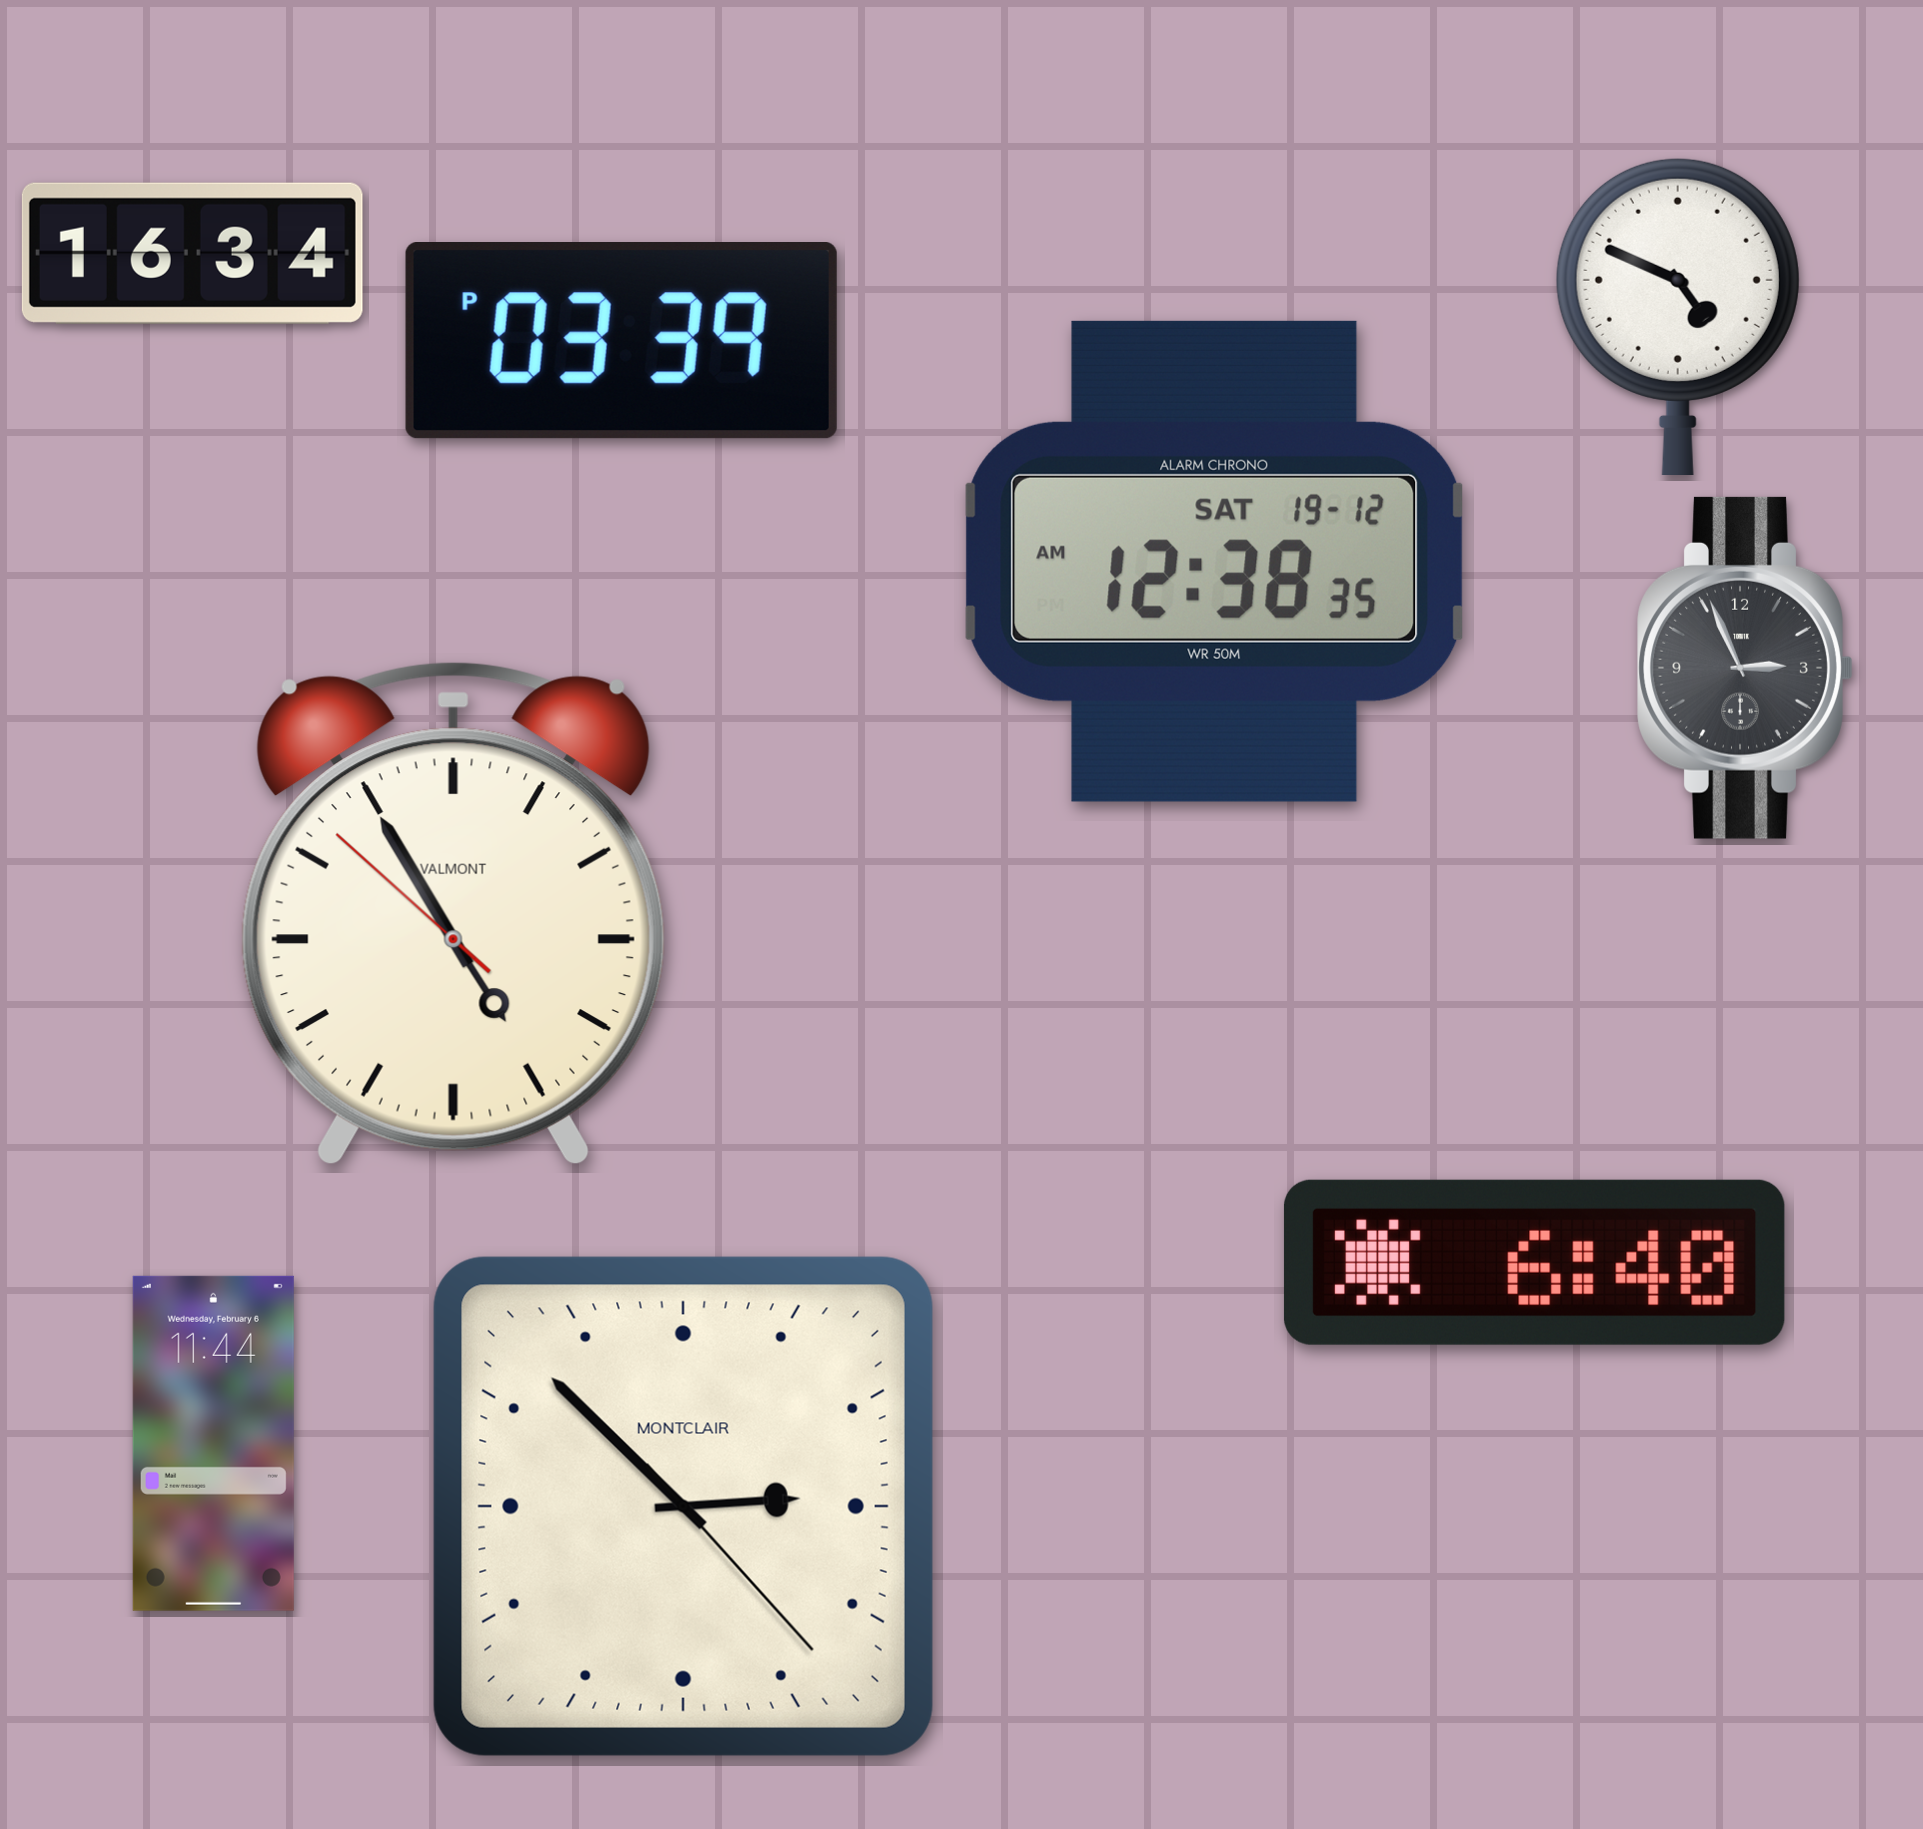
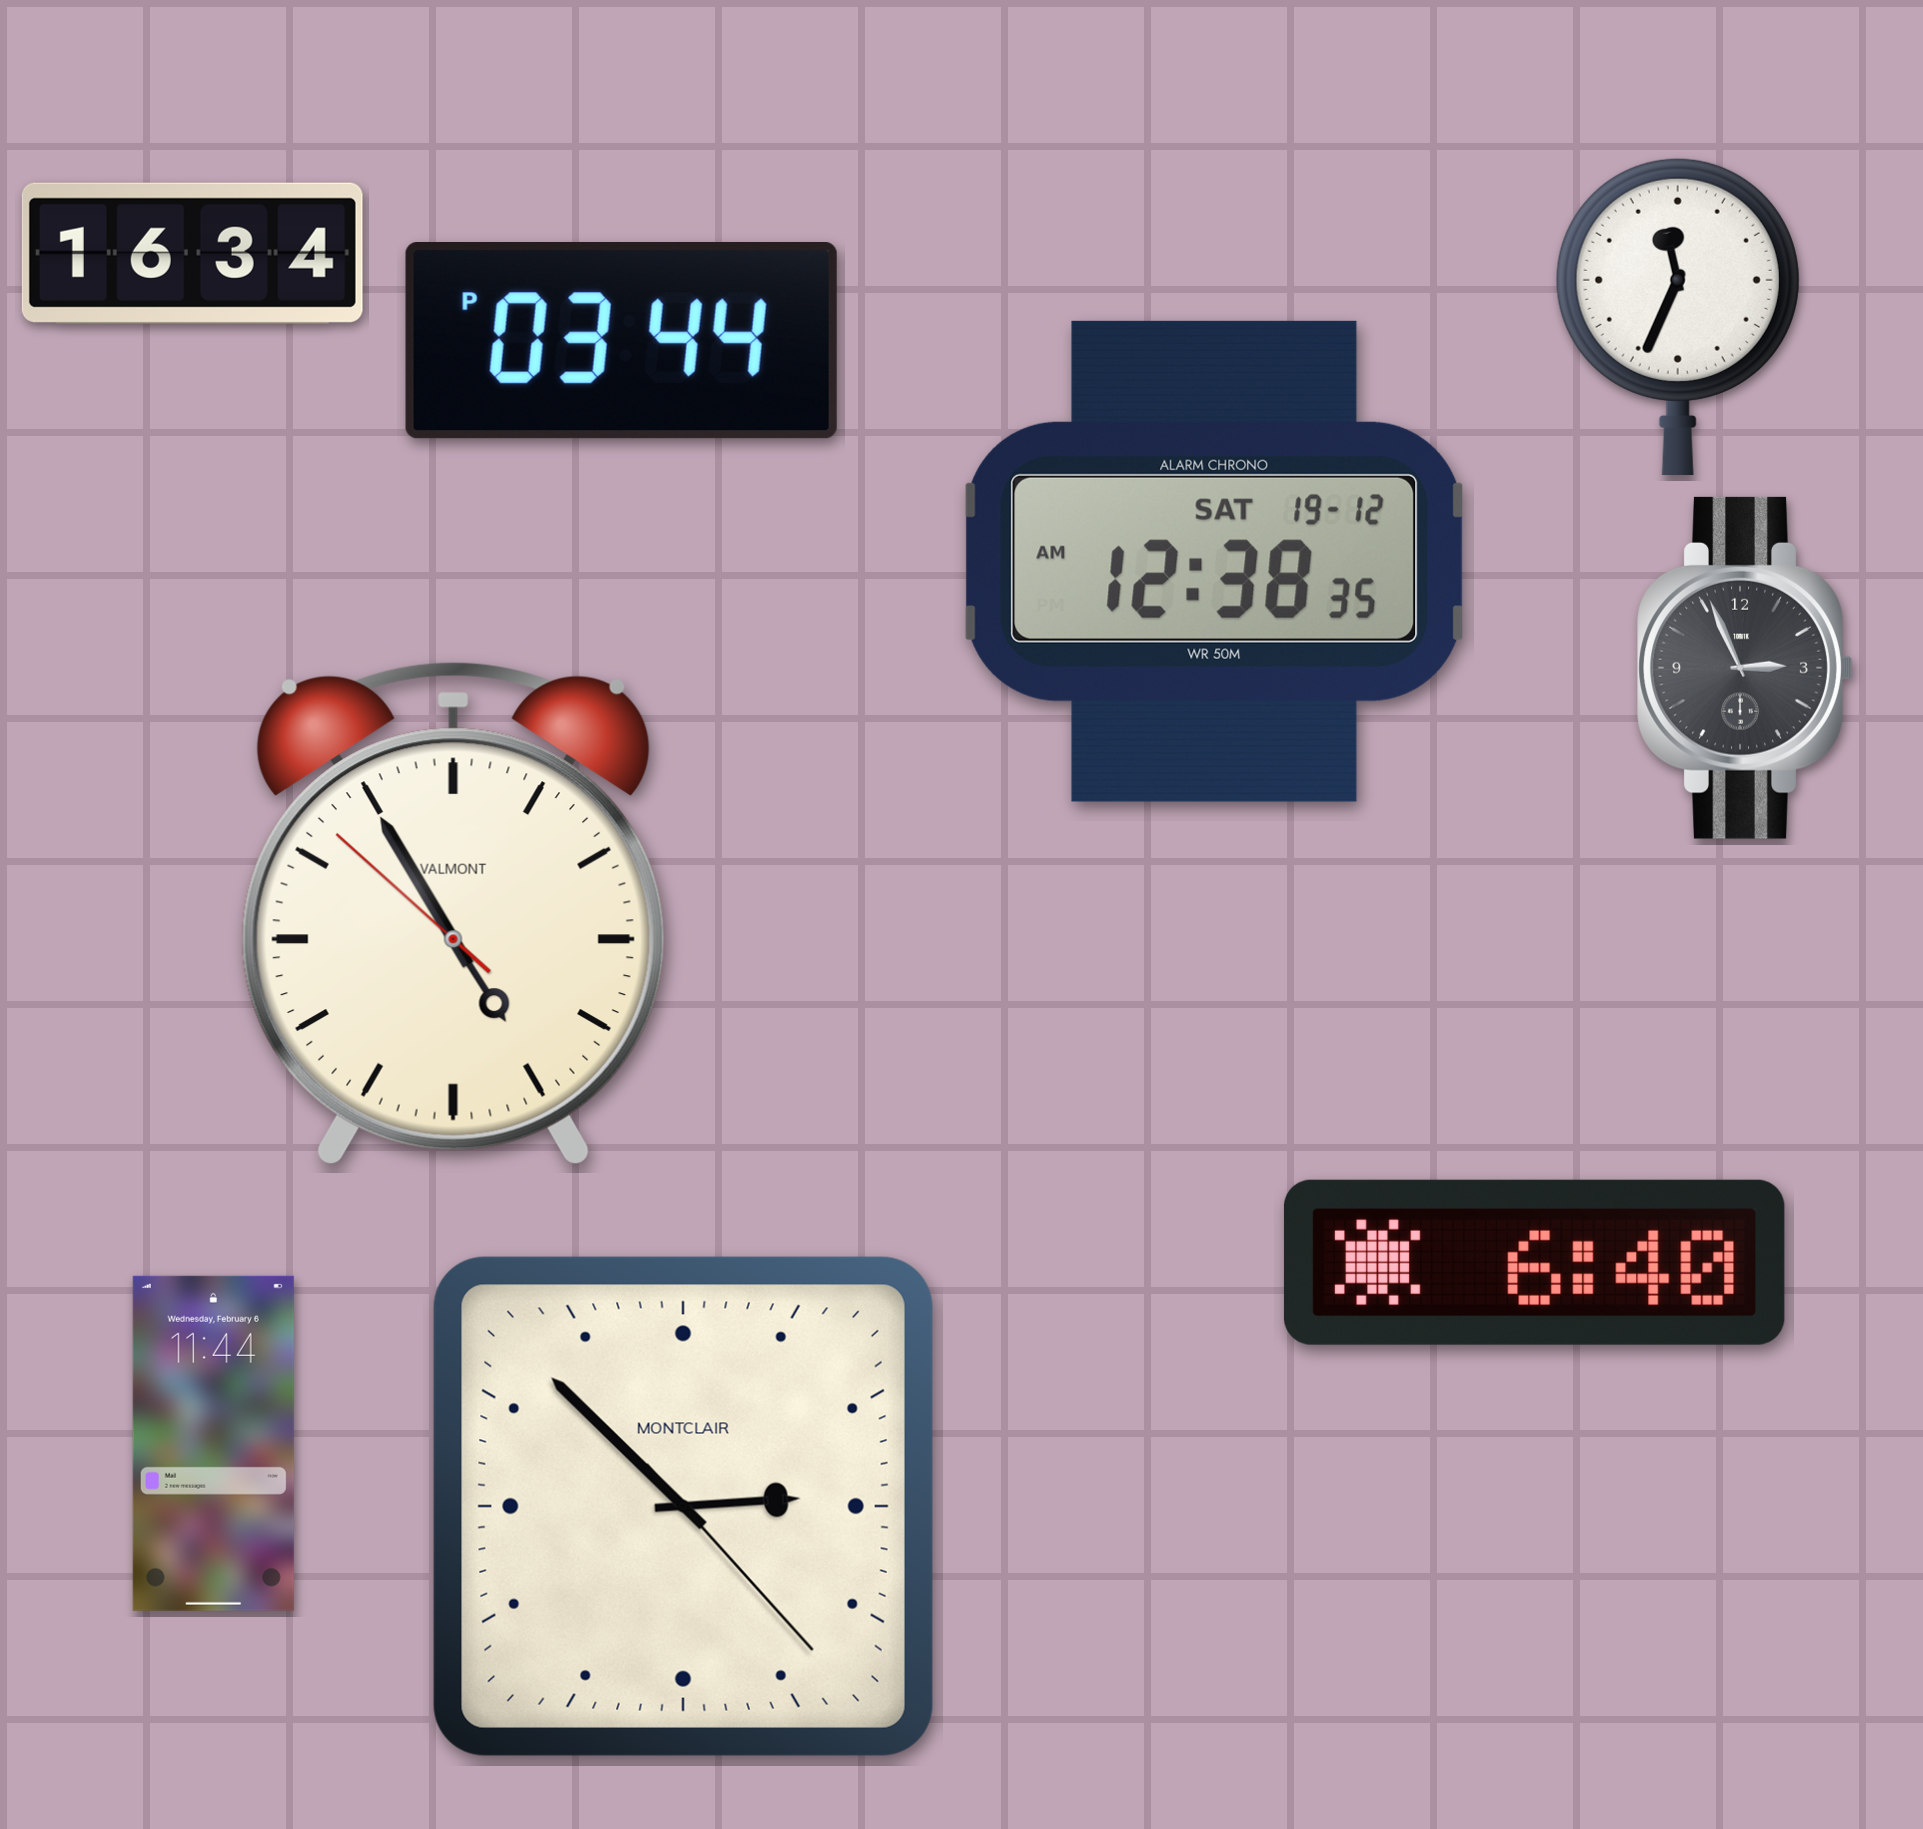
clock at (1678, 316): 4:49 -> 11:34
clock at (621, 341): 03:39 -> 03:44
